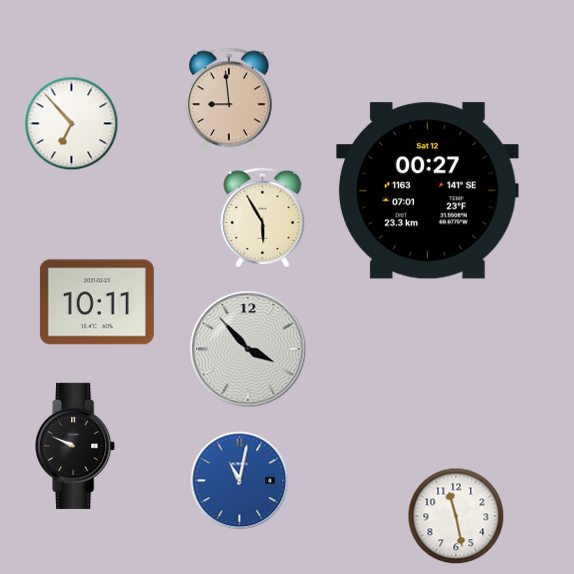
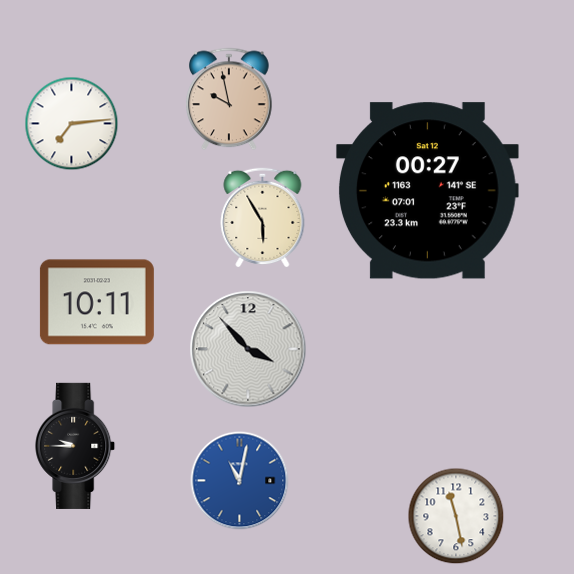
clock at (230, 99): 8:59 -> 9:58
clock at (72, 124): 6:53 -> 7:14
clock at (76, 446): 9:49 -> 9:45
